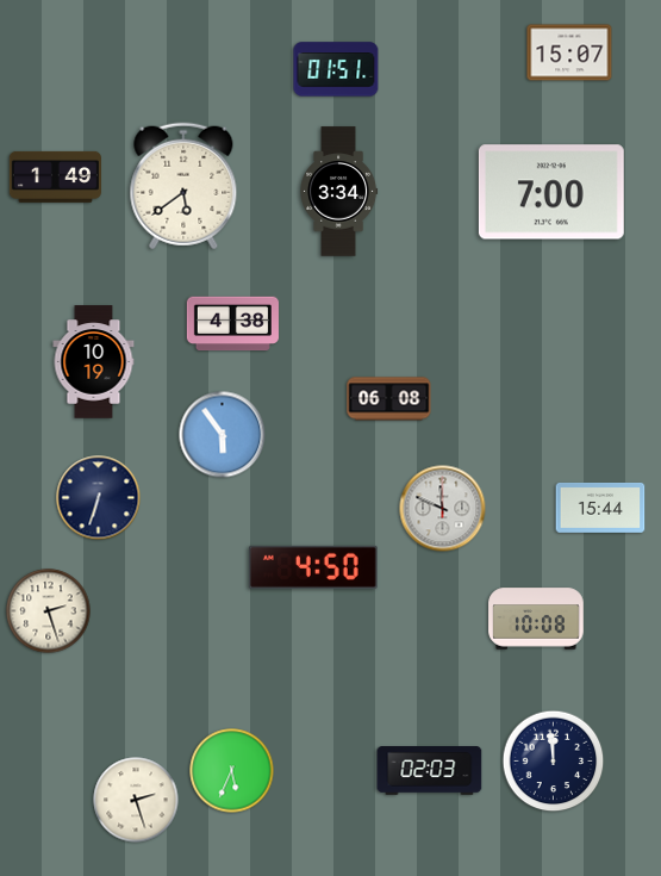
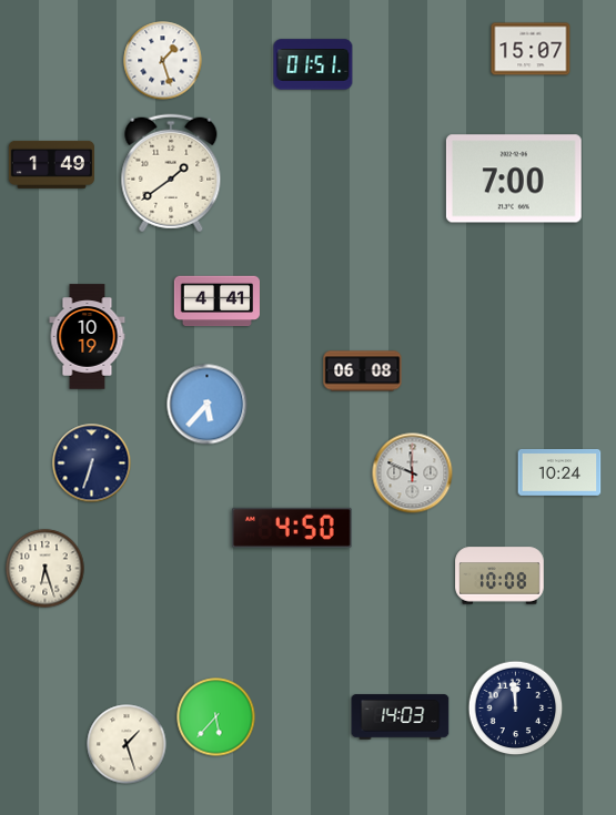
clock at (163, 61): none -> 1:27
clock at (183, 186): 5:39 -> 1:39
clock at (339, 192): 3:34 -> none
clock at (232, 324): 4:38 -> 4:41
clock at (223, 435): 5:54 -> 5:37
clock at (600, 508): 15:44 -> 10:24
clock at (49, 611): 2:27 -> 6:27
clock at (232, 771): 5:34 -> 5:37
clock at (430, 771): 02:03 -> 14:03
clock at (136, 800): 2:27 -> 1:27
